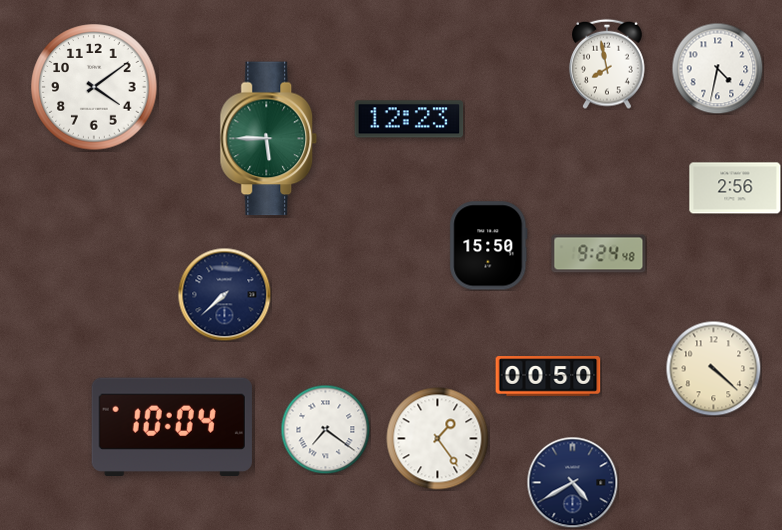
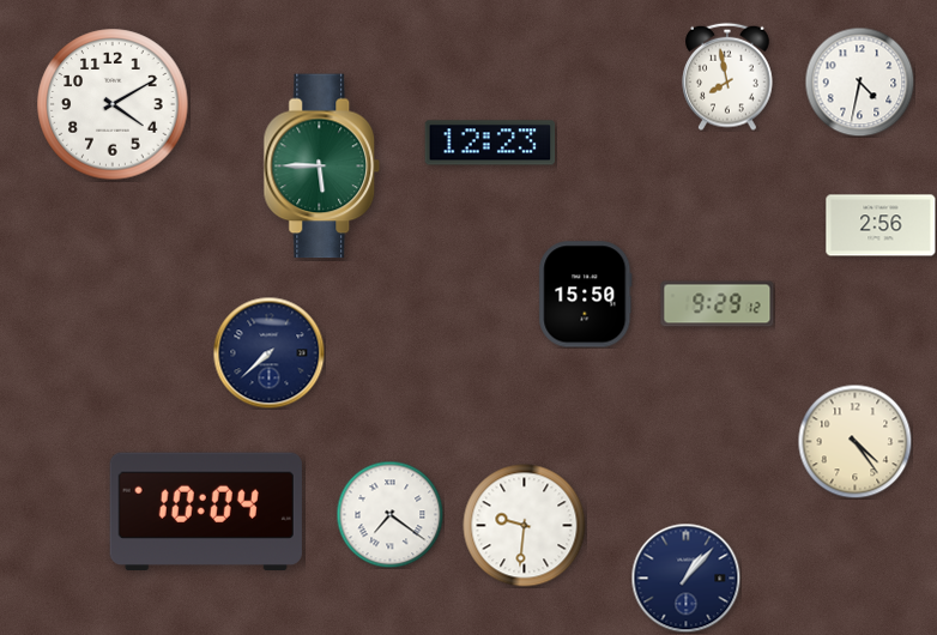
clock at (94, 87): 4:09 -> 4:10
clock at (599, 254): 9:24 -> 9:29
clock at (713, 368): 4:22 -> 4:24
clock at (548, 376): 00:50 -> none
clock at (438, 439): 1:24 -> 9:31
clock at (572, 482): 4:40 -> 1:07
